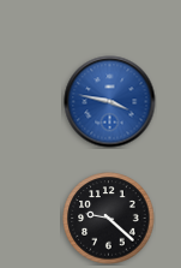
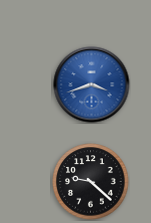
clock at (110, 102): 3:47 -> 3:42
